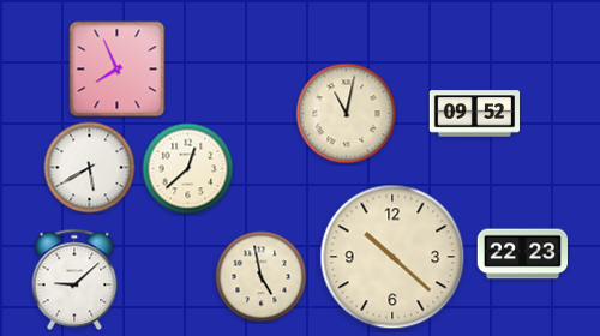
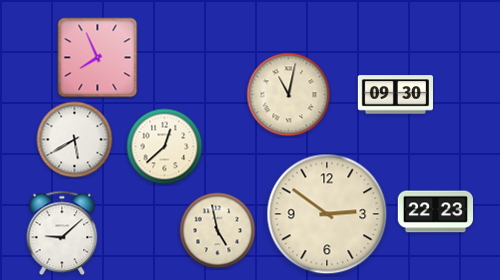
clock at (474, 114): 09:52 -> 09:30
clock at (188, 169) position: (188, 169) -> (165, 147)
clock at (392, 257): 10:22 -> 2:51
